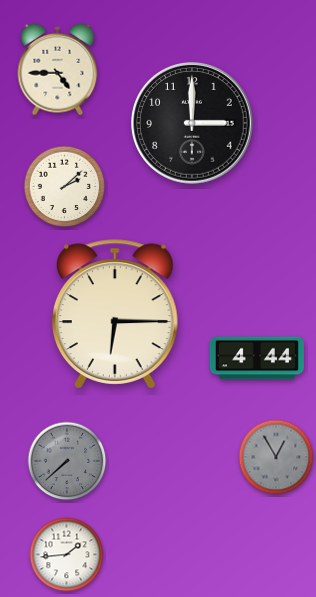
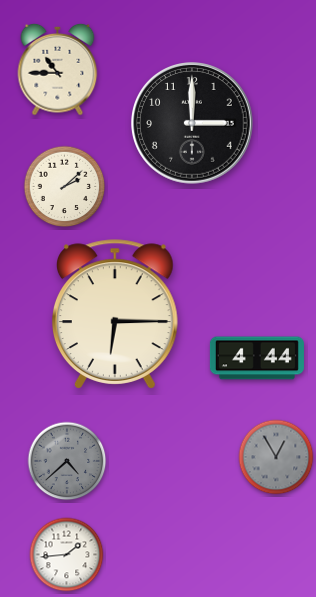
clock at (58, 69): 4:45 -> 10:45
clock at (67, 461): 7:38 -> 4:38
